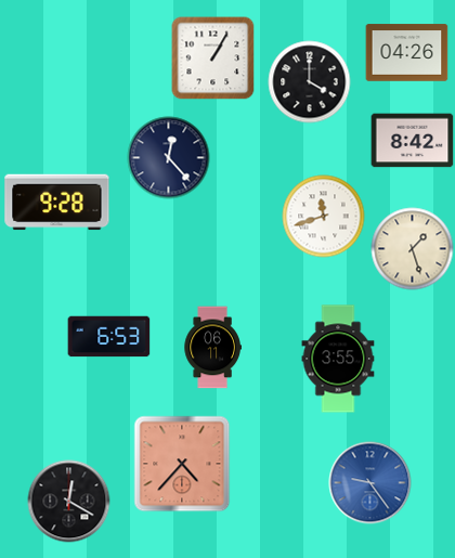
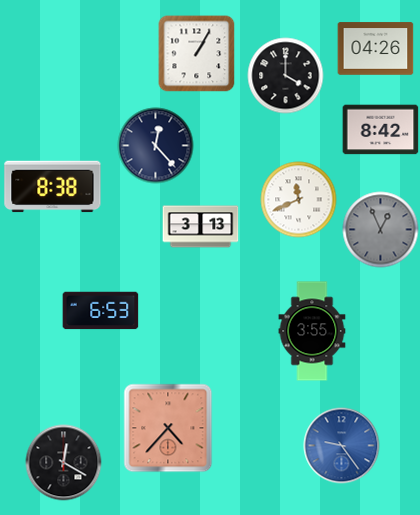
clock at (57, 203): 9:28 -> 8:38
clock at (324, 217): 11:42 -> 11:41
clock at (201, 227): none -> 3:13
clock at (413, 249): 1:27 -> 12:56
clock at (413, 249) dial: cream -> grey
clock at (212, 348): 06:11 -> none
